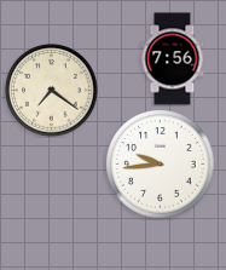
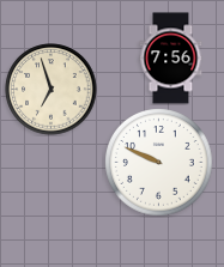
clock at (52, 91): 7:21 -> 6:57
clock at (161, 165): 9:44 -> 9:49
